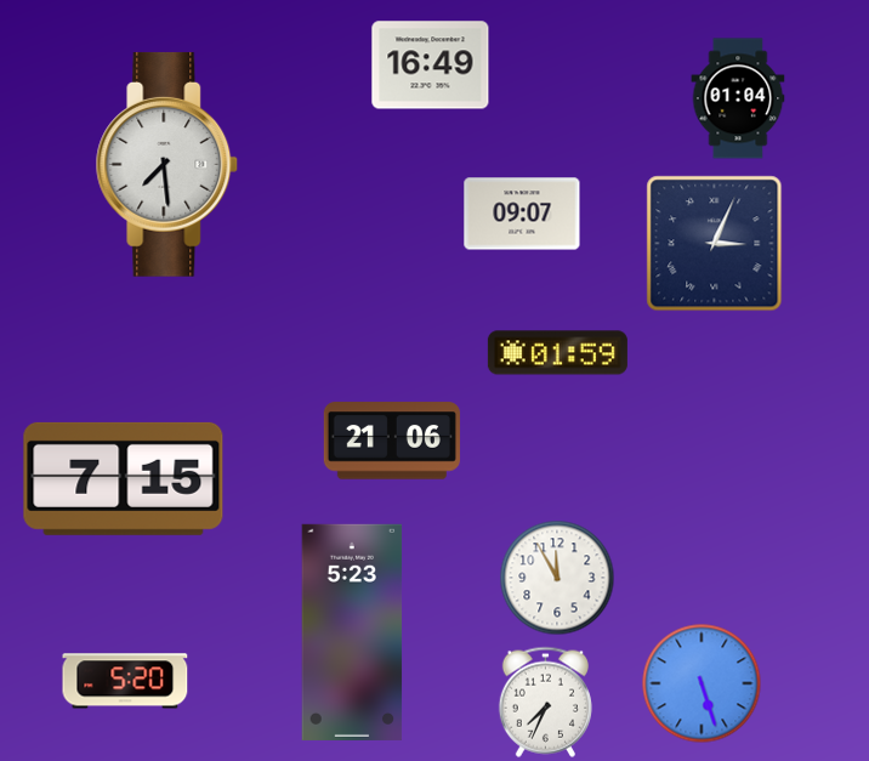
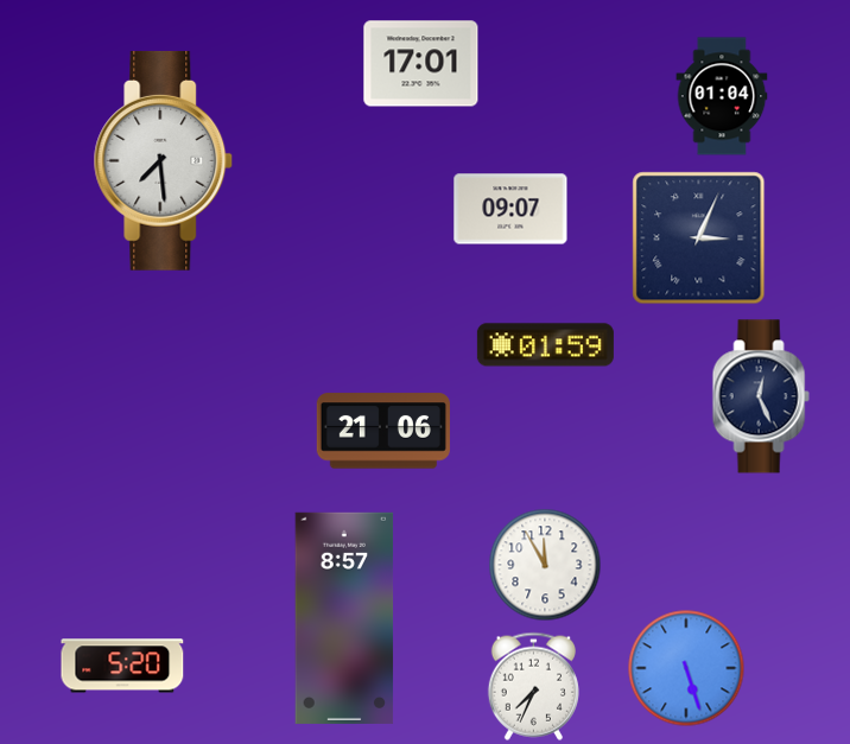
clock at (431, 66): 16:49 -> 17:01
clock at (761, 396): none -> 12:26
clock at (124, 478): 7:15 -> none
clock at (352, 632): 5:23 -> 8:57
